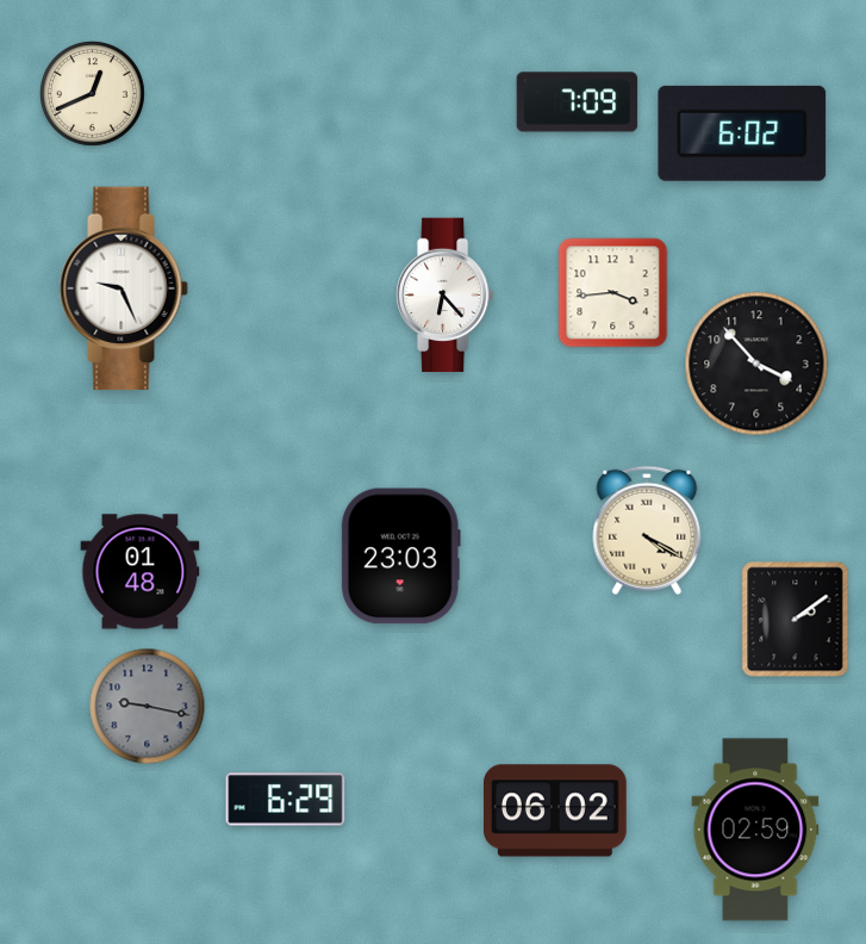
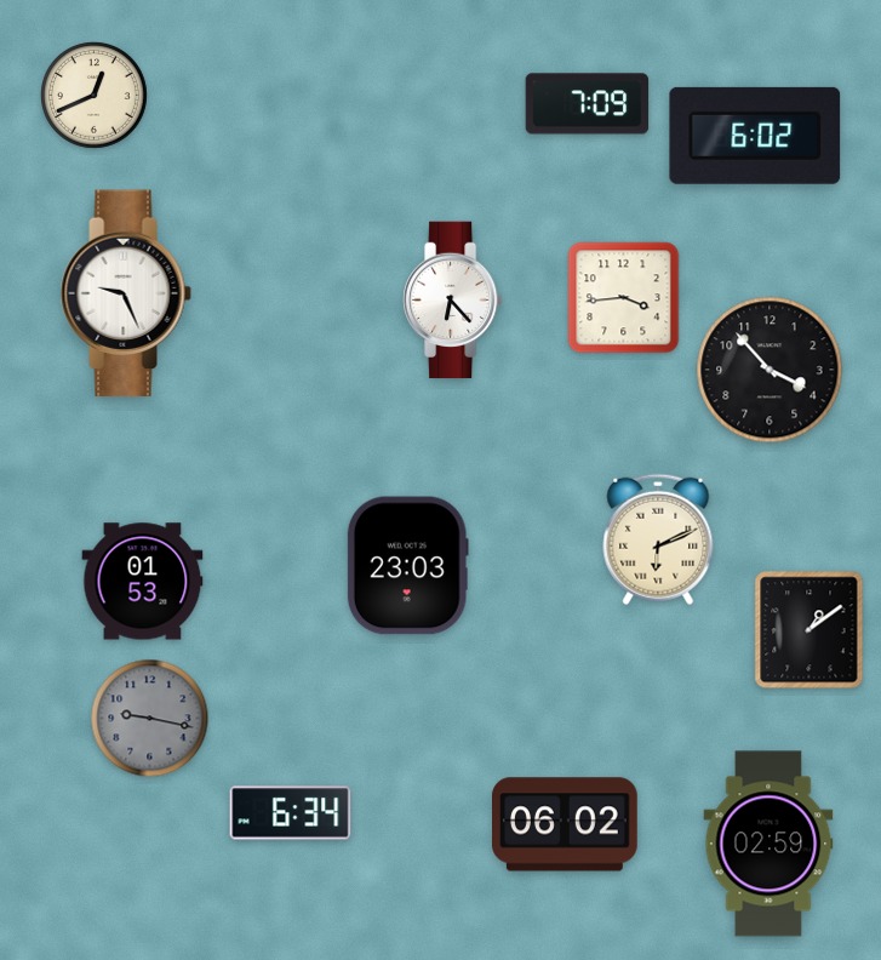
clock at (647, 530): 4:20 -> 6:11
clock at (141, 572): 01:48 -> 01:53
clock at (796, 620): 2:09 -> 1:09
clock at (286, 800): 6:29 -> 6:34
